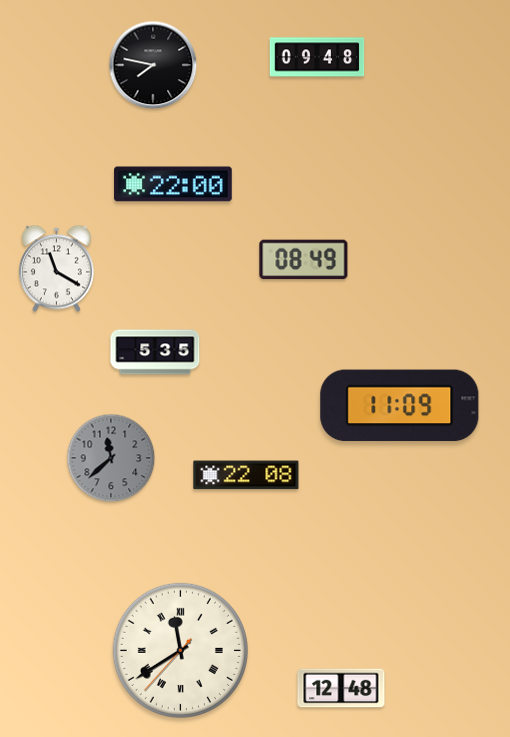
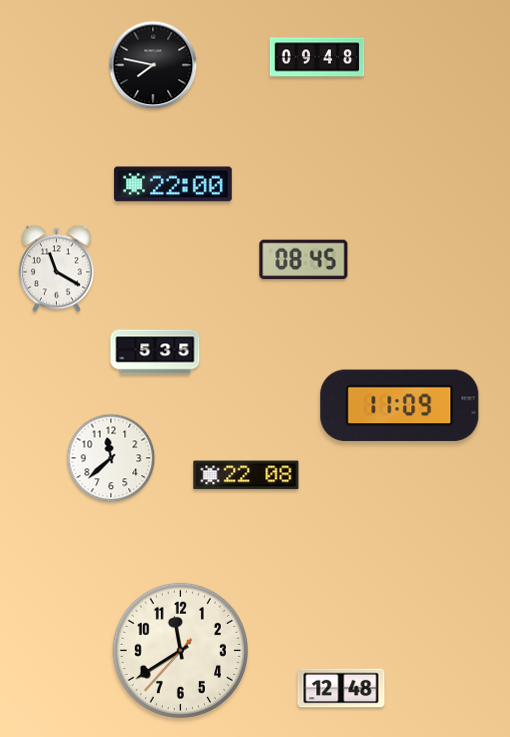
clock at (304, 260): 08:49 -> 08:45
clock at (111, 458) dial: grey -> white
clock at (180, 650) numerals: Roman -> Arabic
